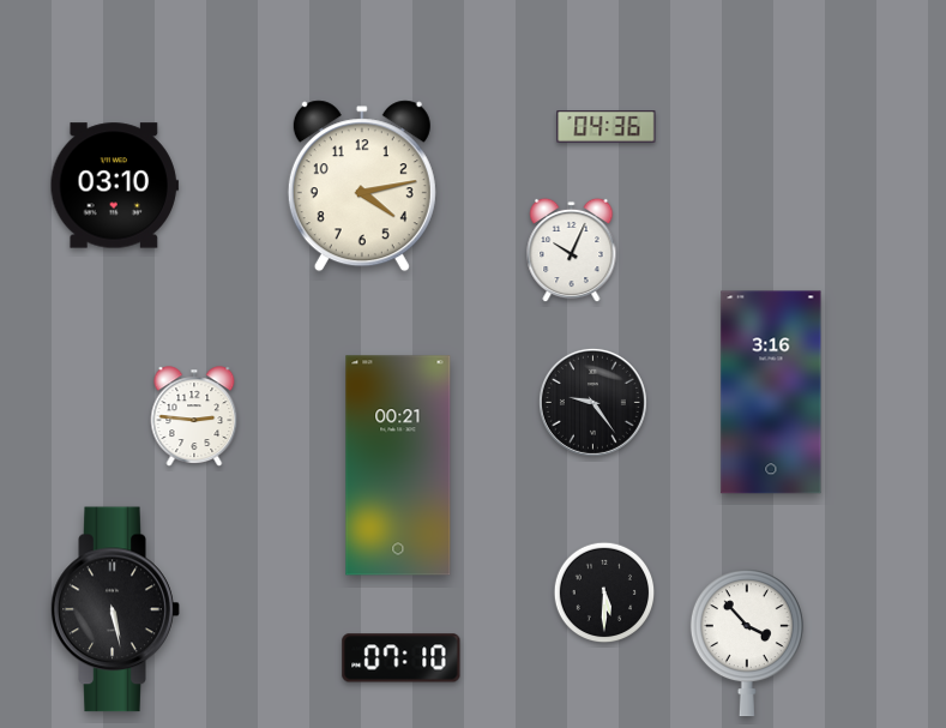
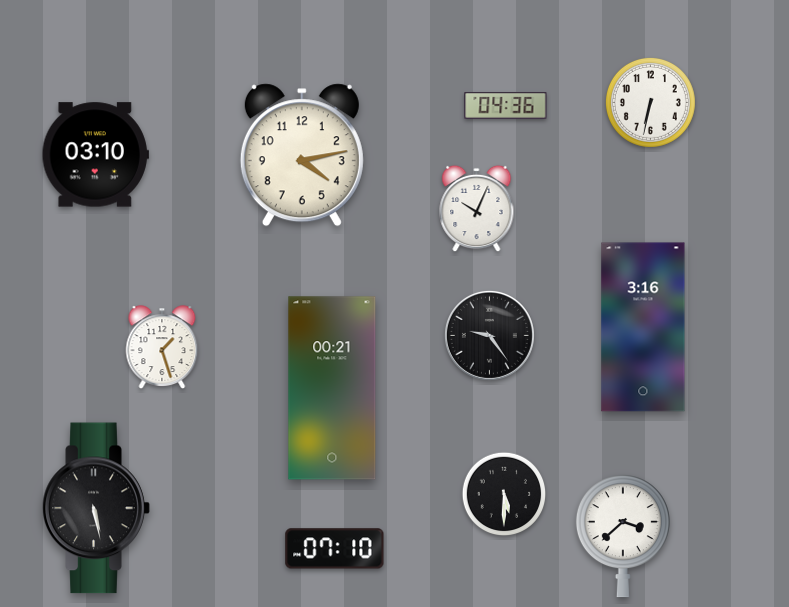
clock at (650, 102): none -> 6:32
clock at (592, 402) position: (592, 402) -> (489, 335)
clock at (194, 416): 2:46 -> 1:27
clock at (747, 643): 3:53 -> 3:38
